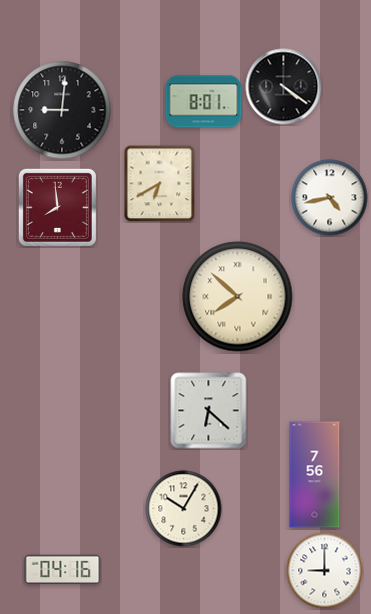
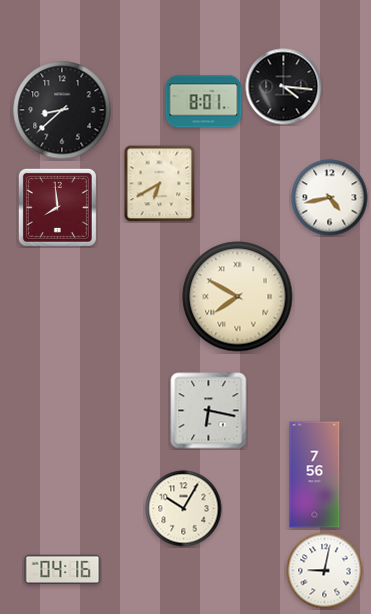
clock at (284, 87): 4:21 -> 4:16
clock at (62, 110): 9:01 -> 8:38
clock at (238, 297): 7:52 -> 7:50
clock at (209, 411): 6:22 -> 6:17
clock at (325, 571): 9:00 -> 9:02
